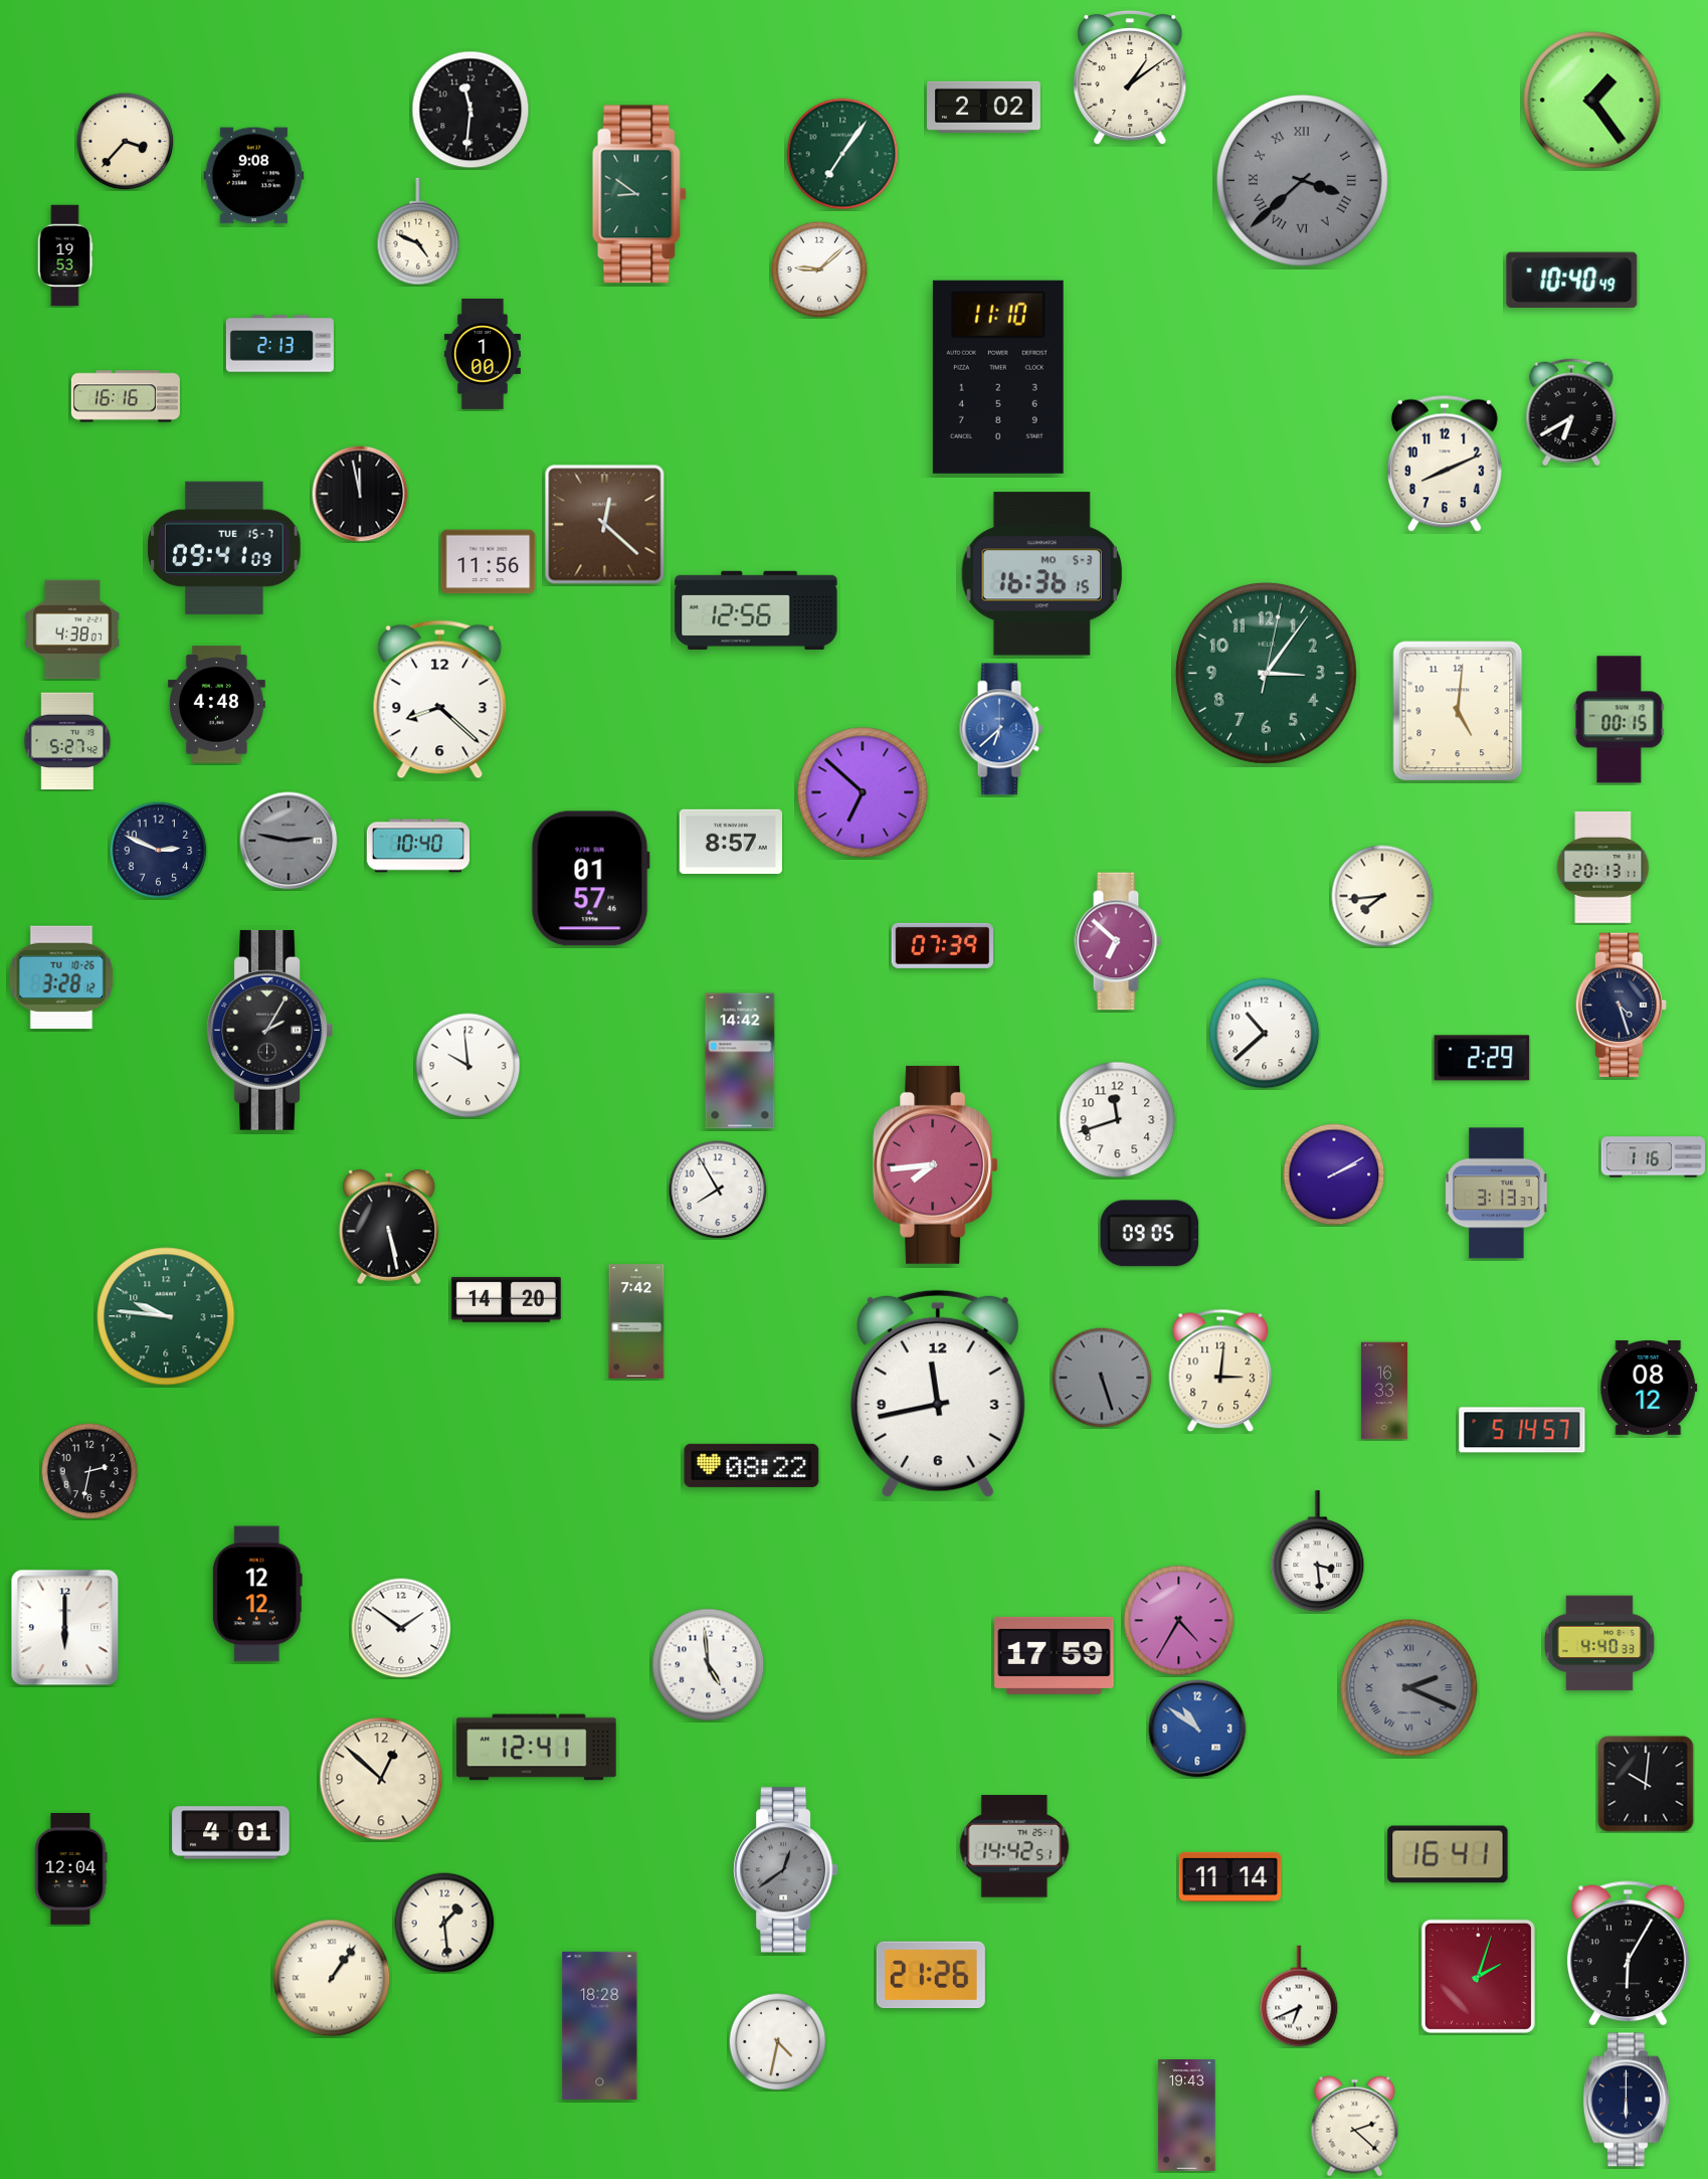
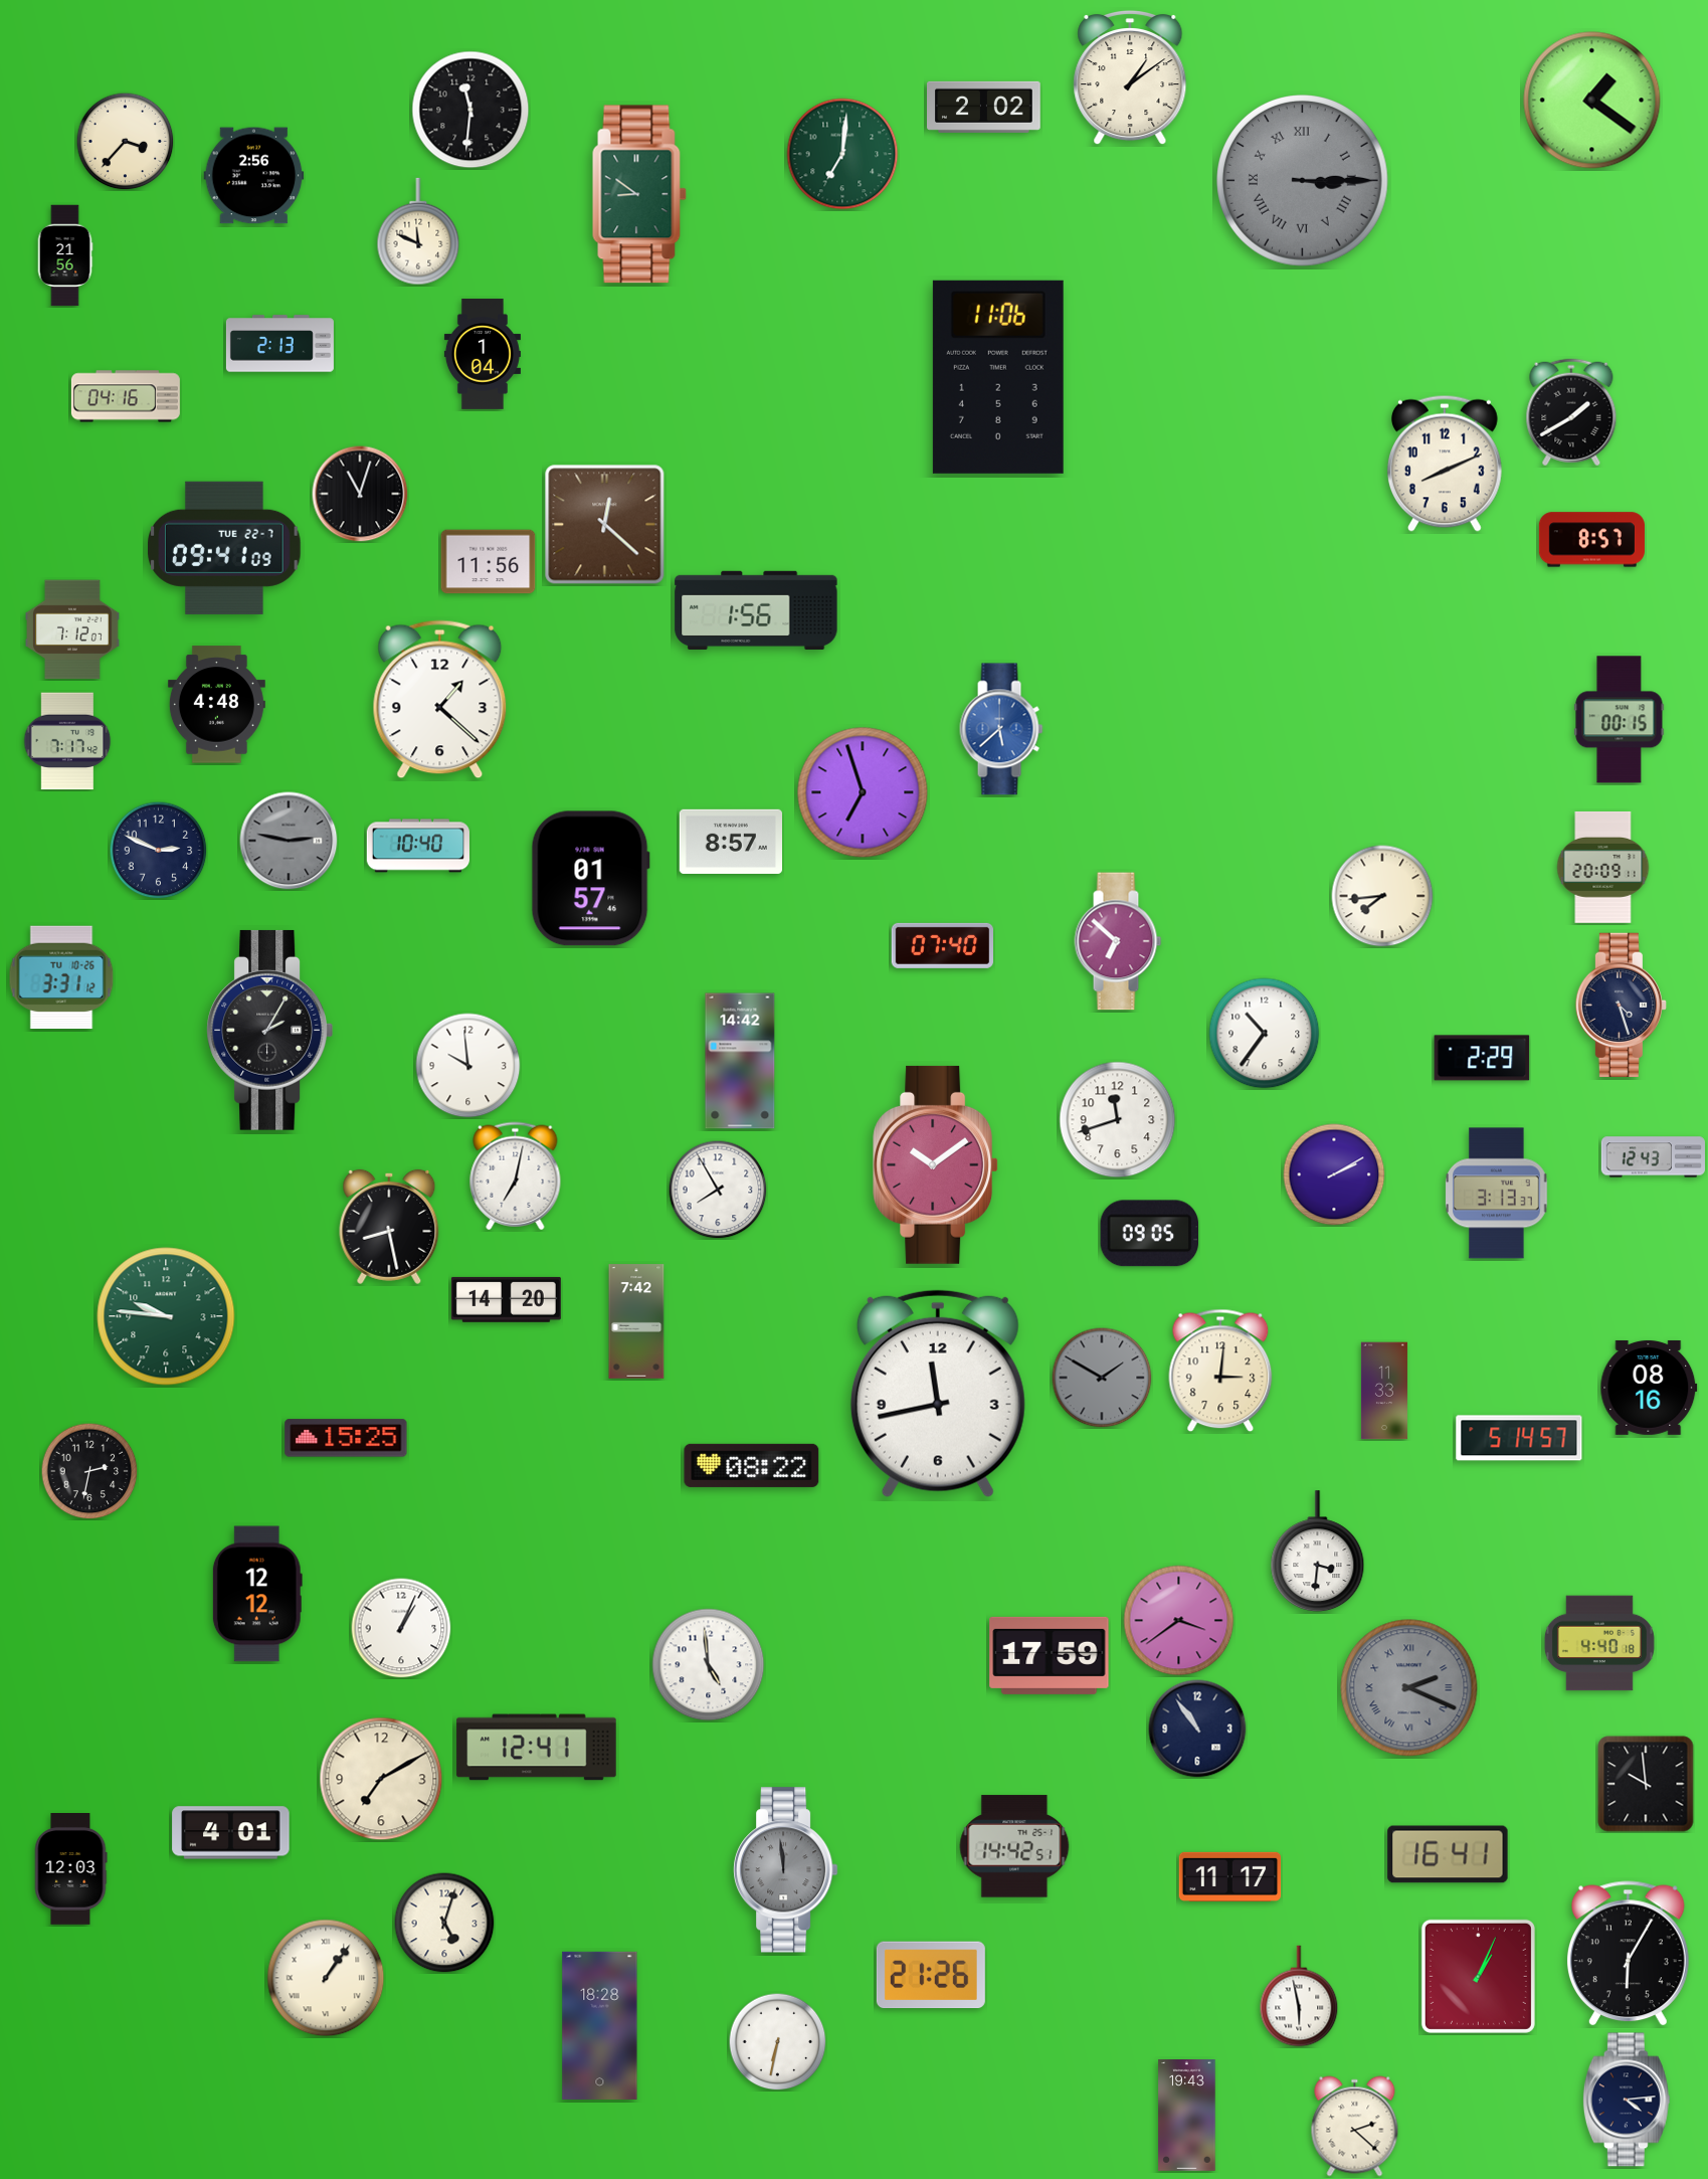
clock at (1592, 101): 1:24 -> 1:21
clock at (842, 154): 7:06 -> 7:01
clock at (254, 176): 9:08 -> 2:56
clock at (1303, 181): 3:38 -> 3:15
clock at (418, 231): 4:49 -> 11:49
clock at (65, 255): 19:53 -> 21:56
clock at (819, 269): 9:08 -> none
clock at (1572, 280): 10:40 -> none
clock at (483, 354): 1:00 -> 1:04
clock at (998, 377): 11:10 -> 11:06
clock at (126, 396): 16:16 -> 04:16
clock at (1571, 412): 6:40 -> 1:40
clock at (360, 494): 11:58 -> 11:03
clock at (1591, 540): none -> 8:57
clock at (224, 548) date: TUE 15-7 -> TUE 22-7
clock at (1041, 574): 16:36 -> none
clock at (756, 610): 12:56 -> 1:56
clock at (73, 629): 4:38 -> 7:12
clock at (1266, 673): 3:06 -> none
clock at (440, 700): 8:22 -> 1:22
clock at (1458, 711): 5:01 -> none
clock at (1001, 729): 6:38 -> 5:38
clock at (67, 741): 5:27 -> 7:17
clock at (863, 792): 6:52 -> 6:57
clock at (1603, 868): 20:13 -> 20:09
clock at (942, 945): 07:39 -> 07:40
clock at (61, 977): 3:28 -> 3:31
clock at (1265, 1034): 10:38 -> 10:36
clock at (1653, 1157): 1:16 -> 12:43
clock at (936, 1164): 7:44 -> 10:09
clock at (516, 1176): none -> 7:02
clock at (389, 1227): 5:28 -> 8:28
clock at (1102, 1378): 5:27 -> 1:50
clock at (1649, 1388): 08:12 -> 08:16
clock at (1384, 1391): 16:33 -> 11:33
clock at (1522, 1430) position: (1522, 1430) -> (1519, 1438)
clock at (346, 1438): none -> 15:25
clock at (1318, 1552): 3:29 -> 3:31
clock at (1179, 1621): 4:35 -> 3:39
clock at (65, 1628): 6:00 -> none
clock at (401, 1628): 1:51 -> 1:04
clock at (1599, 1643): 4:40:33 -> 4:40:18
clock at (1055, 1655) position: (1055, 1655) -> (1050, 1655)
clock at (1197, 1729): 10:51 -> 10:54
clock at (1197, 1729) dial: blue -> navy
clock at (381, 1779): 12:52 -> 7:10
clock at (1646, 1784): 10:01 -> 9:59
clock at (70, 1869): 12:04 -> 12:03
clock at (786, 1870): 12:39 -> 11:59
clock at (1230, 1876): 11:14 -> 11:17
clock at (444, 1923): 1:29 -> 5:03
clock at (1478, 1976): 2:03 -> 1:04
clock at (332, 1978) position: (332, 1978) -> (326, 1978)
clock at (1299, 1996): 6:41 -> 5:58
clock at (777, 2041): 4:32 -> 6:32
clock at (1627, 2100): 6:00 -> 4:14
